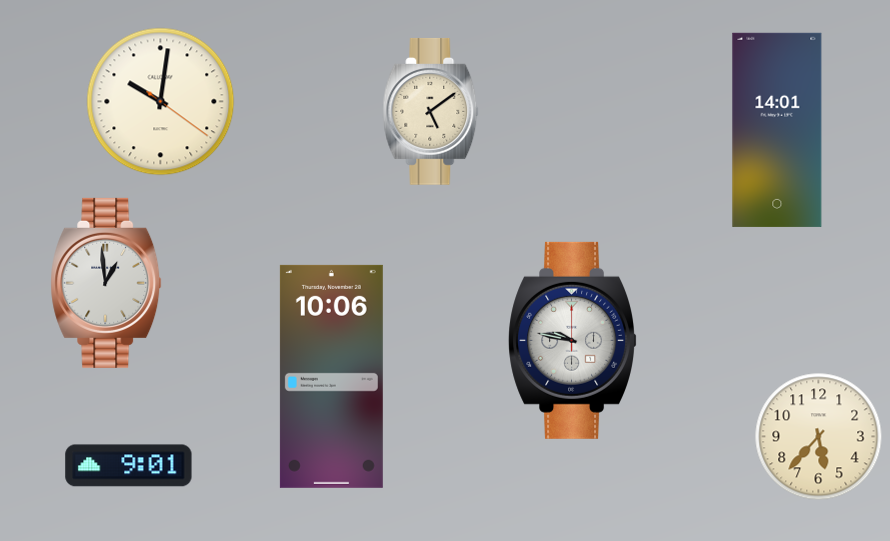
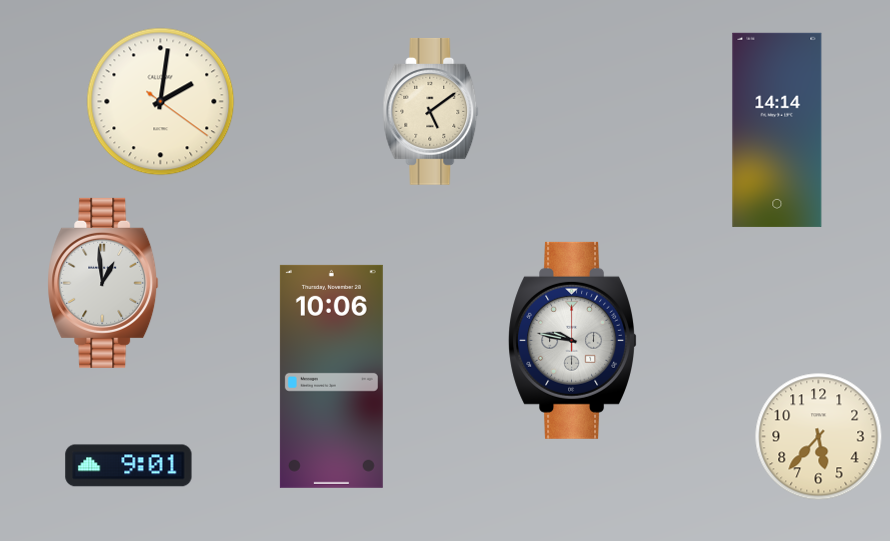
clock at (161, 102): 10:01 -> 2:01
clock at (777, 130): 14:01 -> 14:14
clock at (106, 283) position: (106, 283) -> (103, 283)
